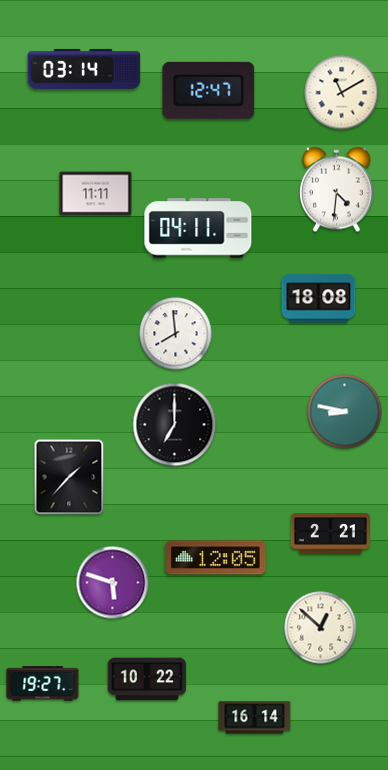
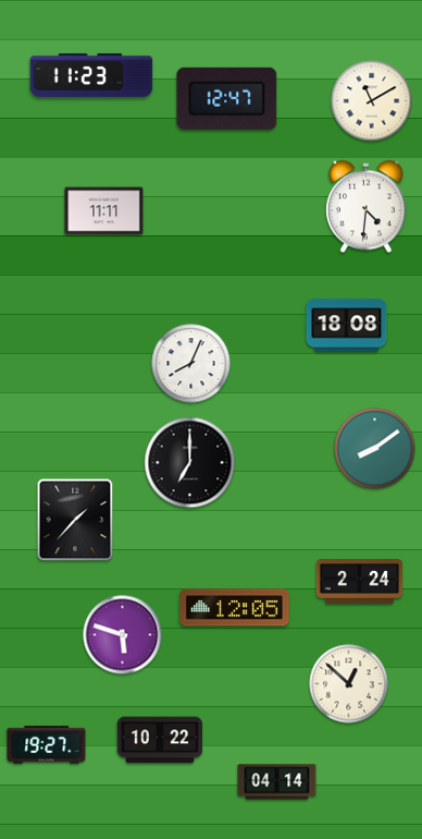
clock at (84, 69): 03:14 -> 11:23
clock at (198, 228): 04:11 -> none
clock at (176, 334): 7:59 -> 8:04
clock at (345, 412): 8:47 -> 8:09
clock at (330, 534): 2:21 -> 2:24
clock at (255, 718): 16:14 -> 04:14
